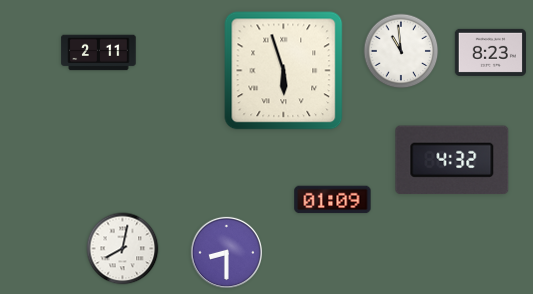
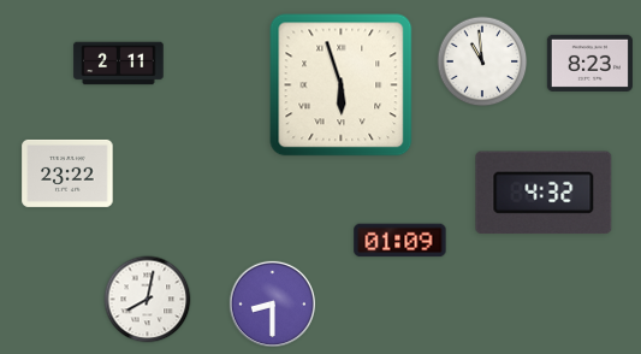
clock at (67, 173): none -> 23:22
